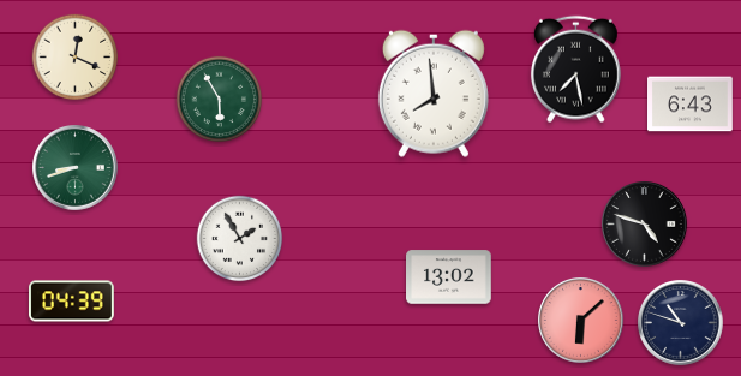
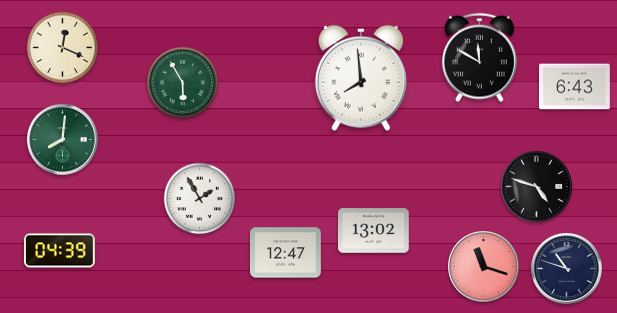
clock at (575, 70): 7:28 -> 11:50
clock at (76, 168): 8:42 -> 8:01
clock at (286, 253): none -> 12:47
clock at (581, 321): 6:08 -> 11:18
